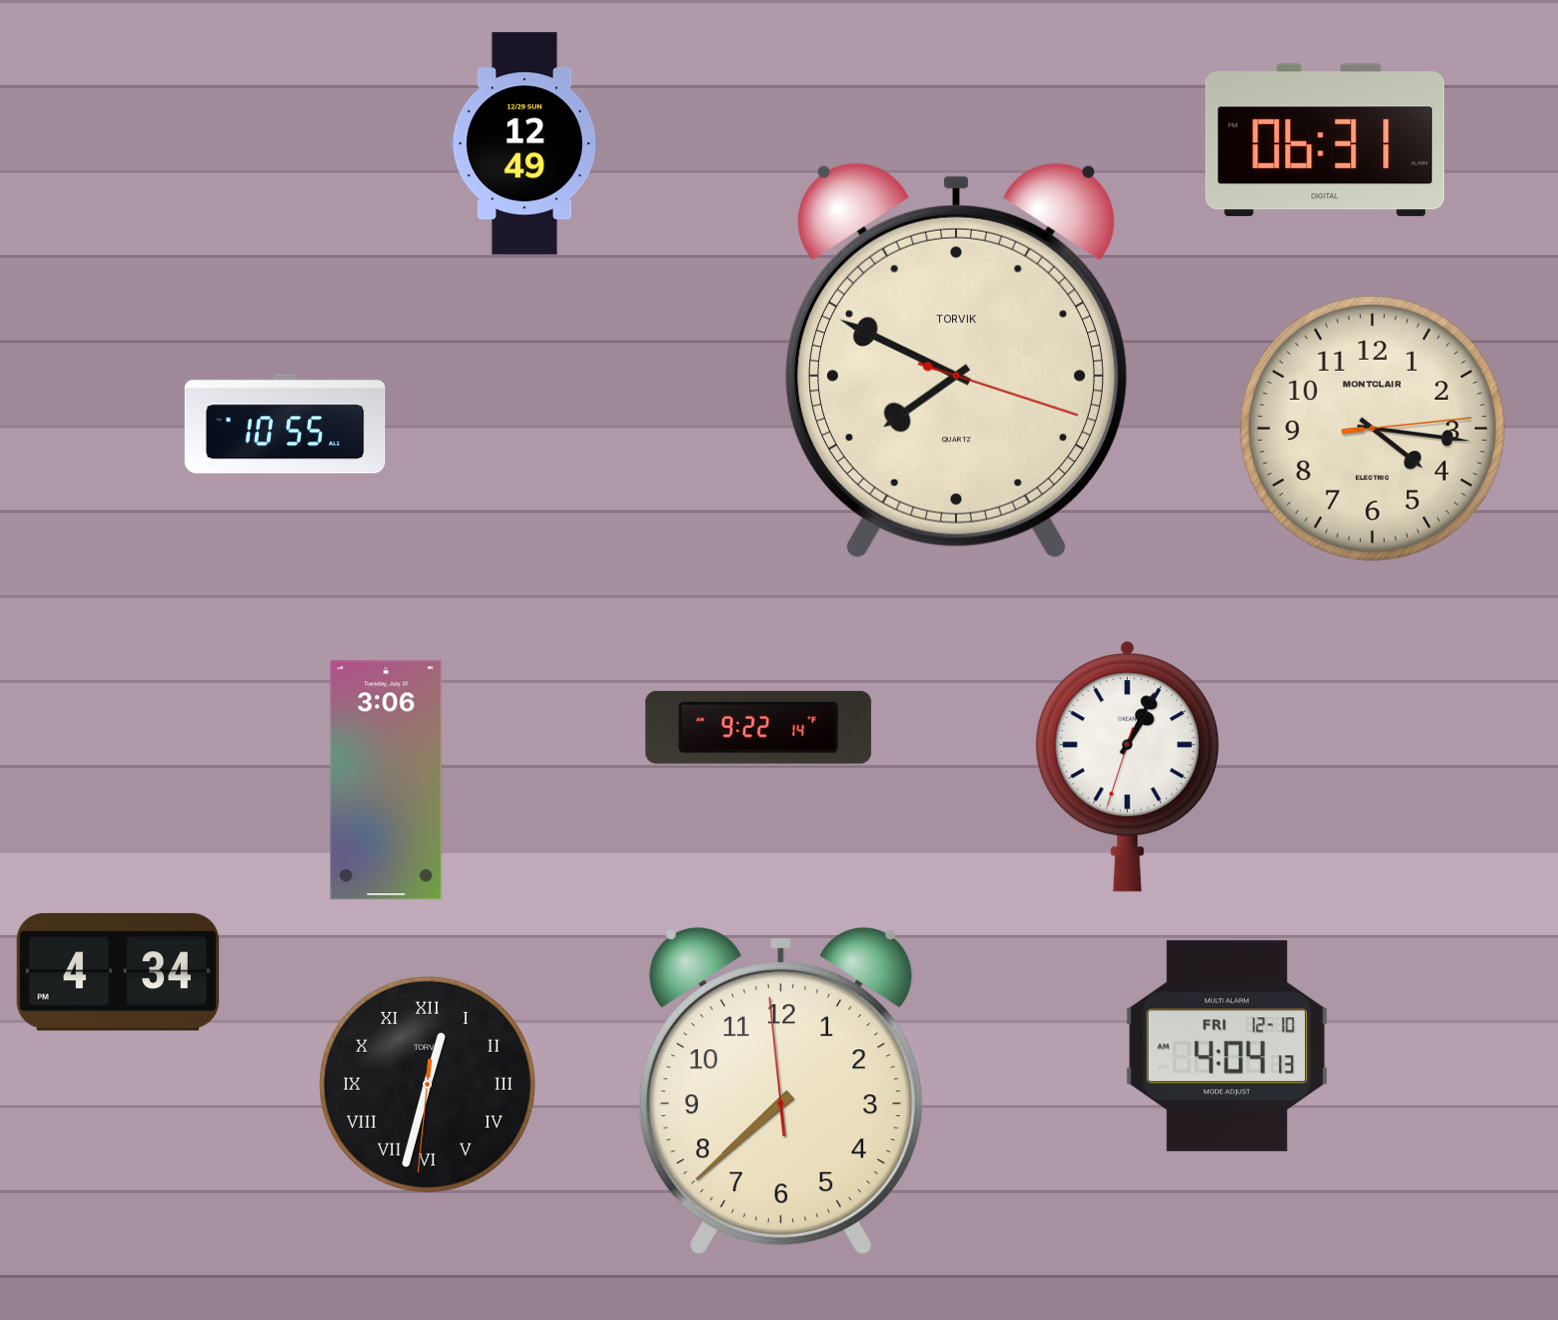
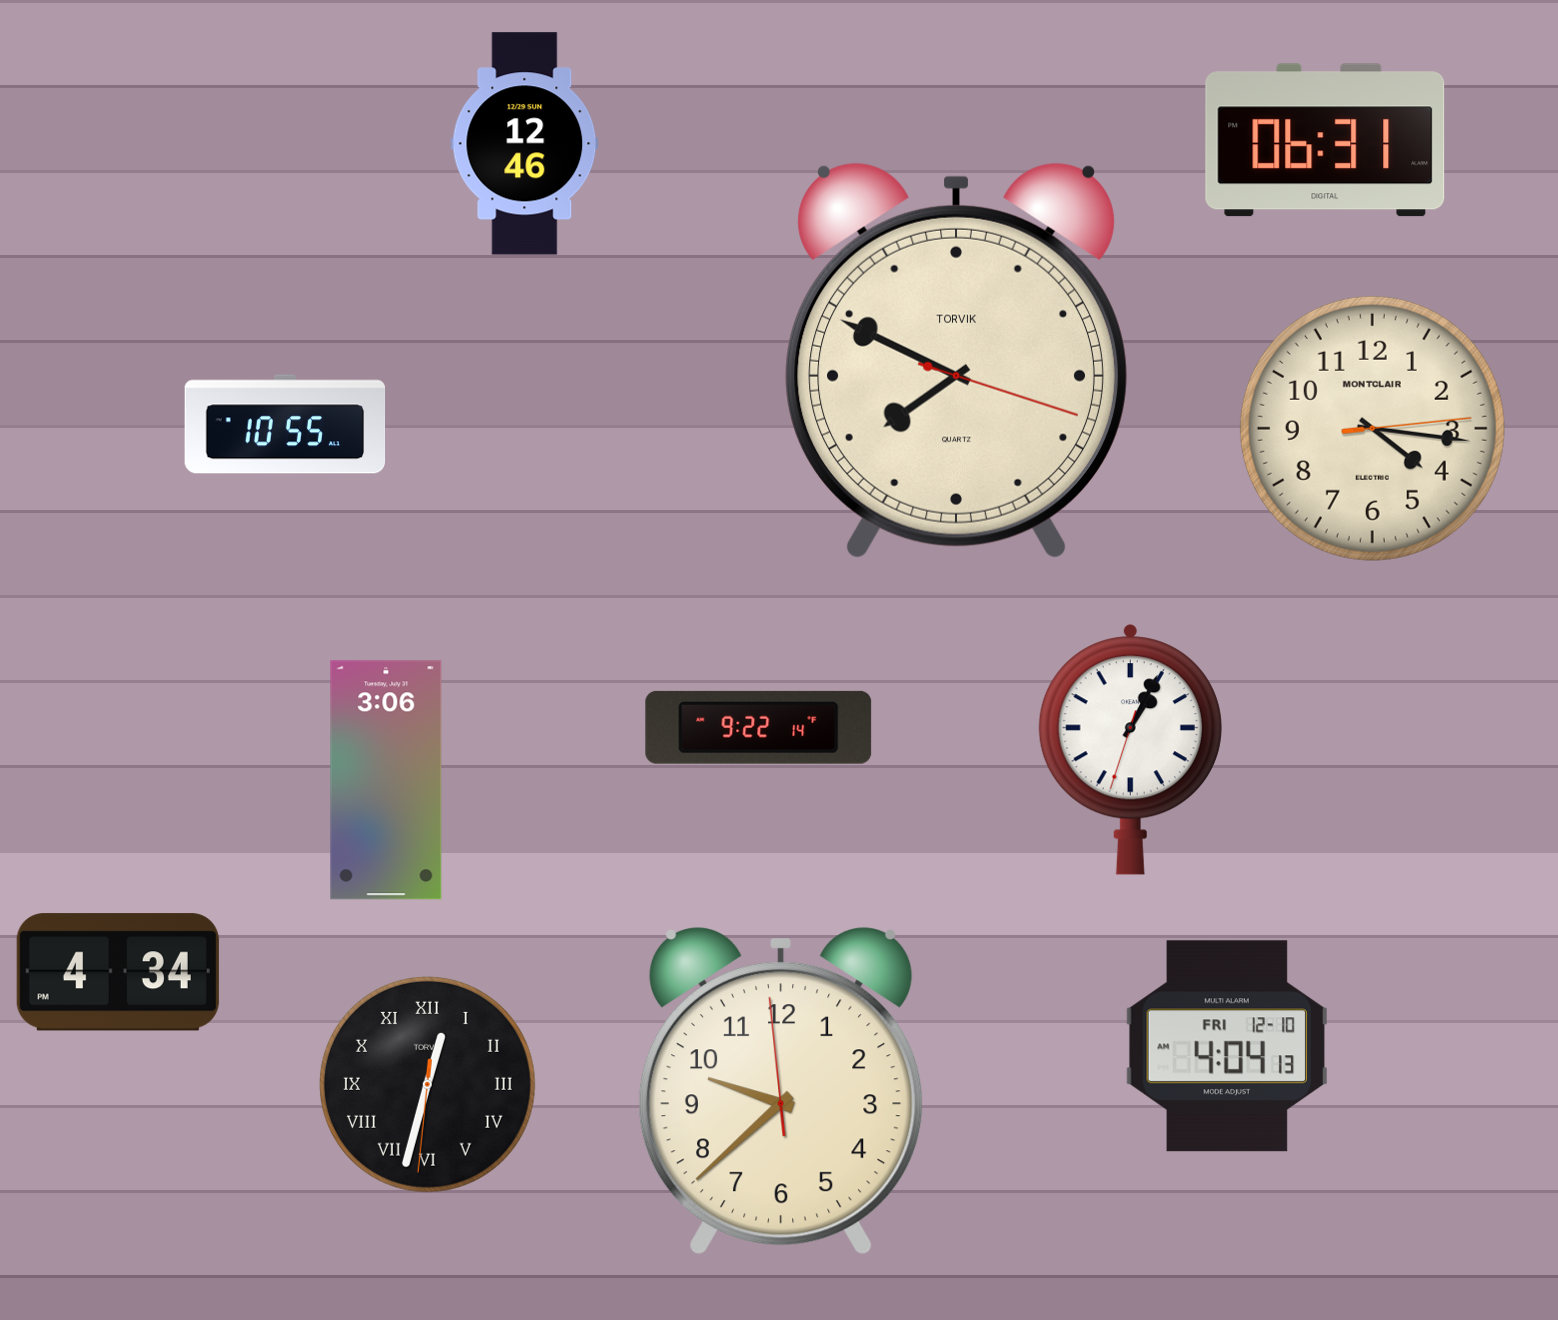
clock at (525, 144): 12:49 -> 12:46
clock at (1127, 766) position: (1127, 766) -> (1130, 749)
clock at (781, 1091): 7:37 -> 9:37
